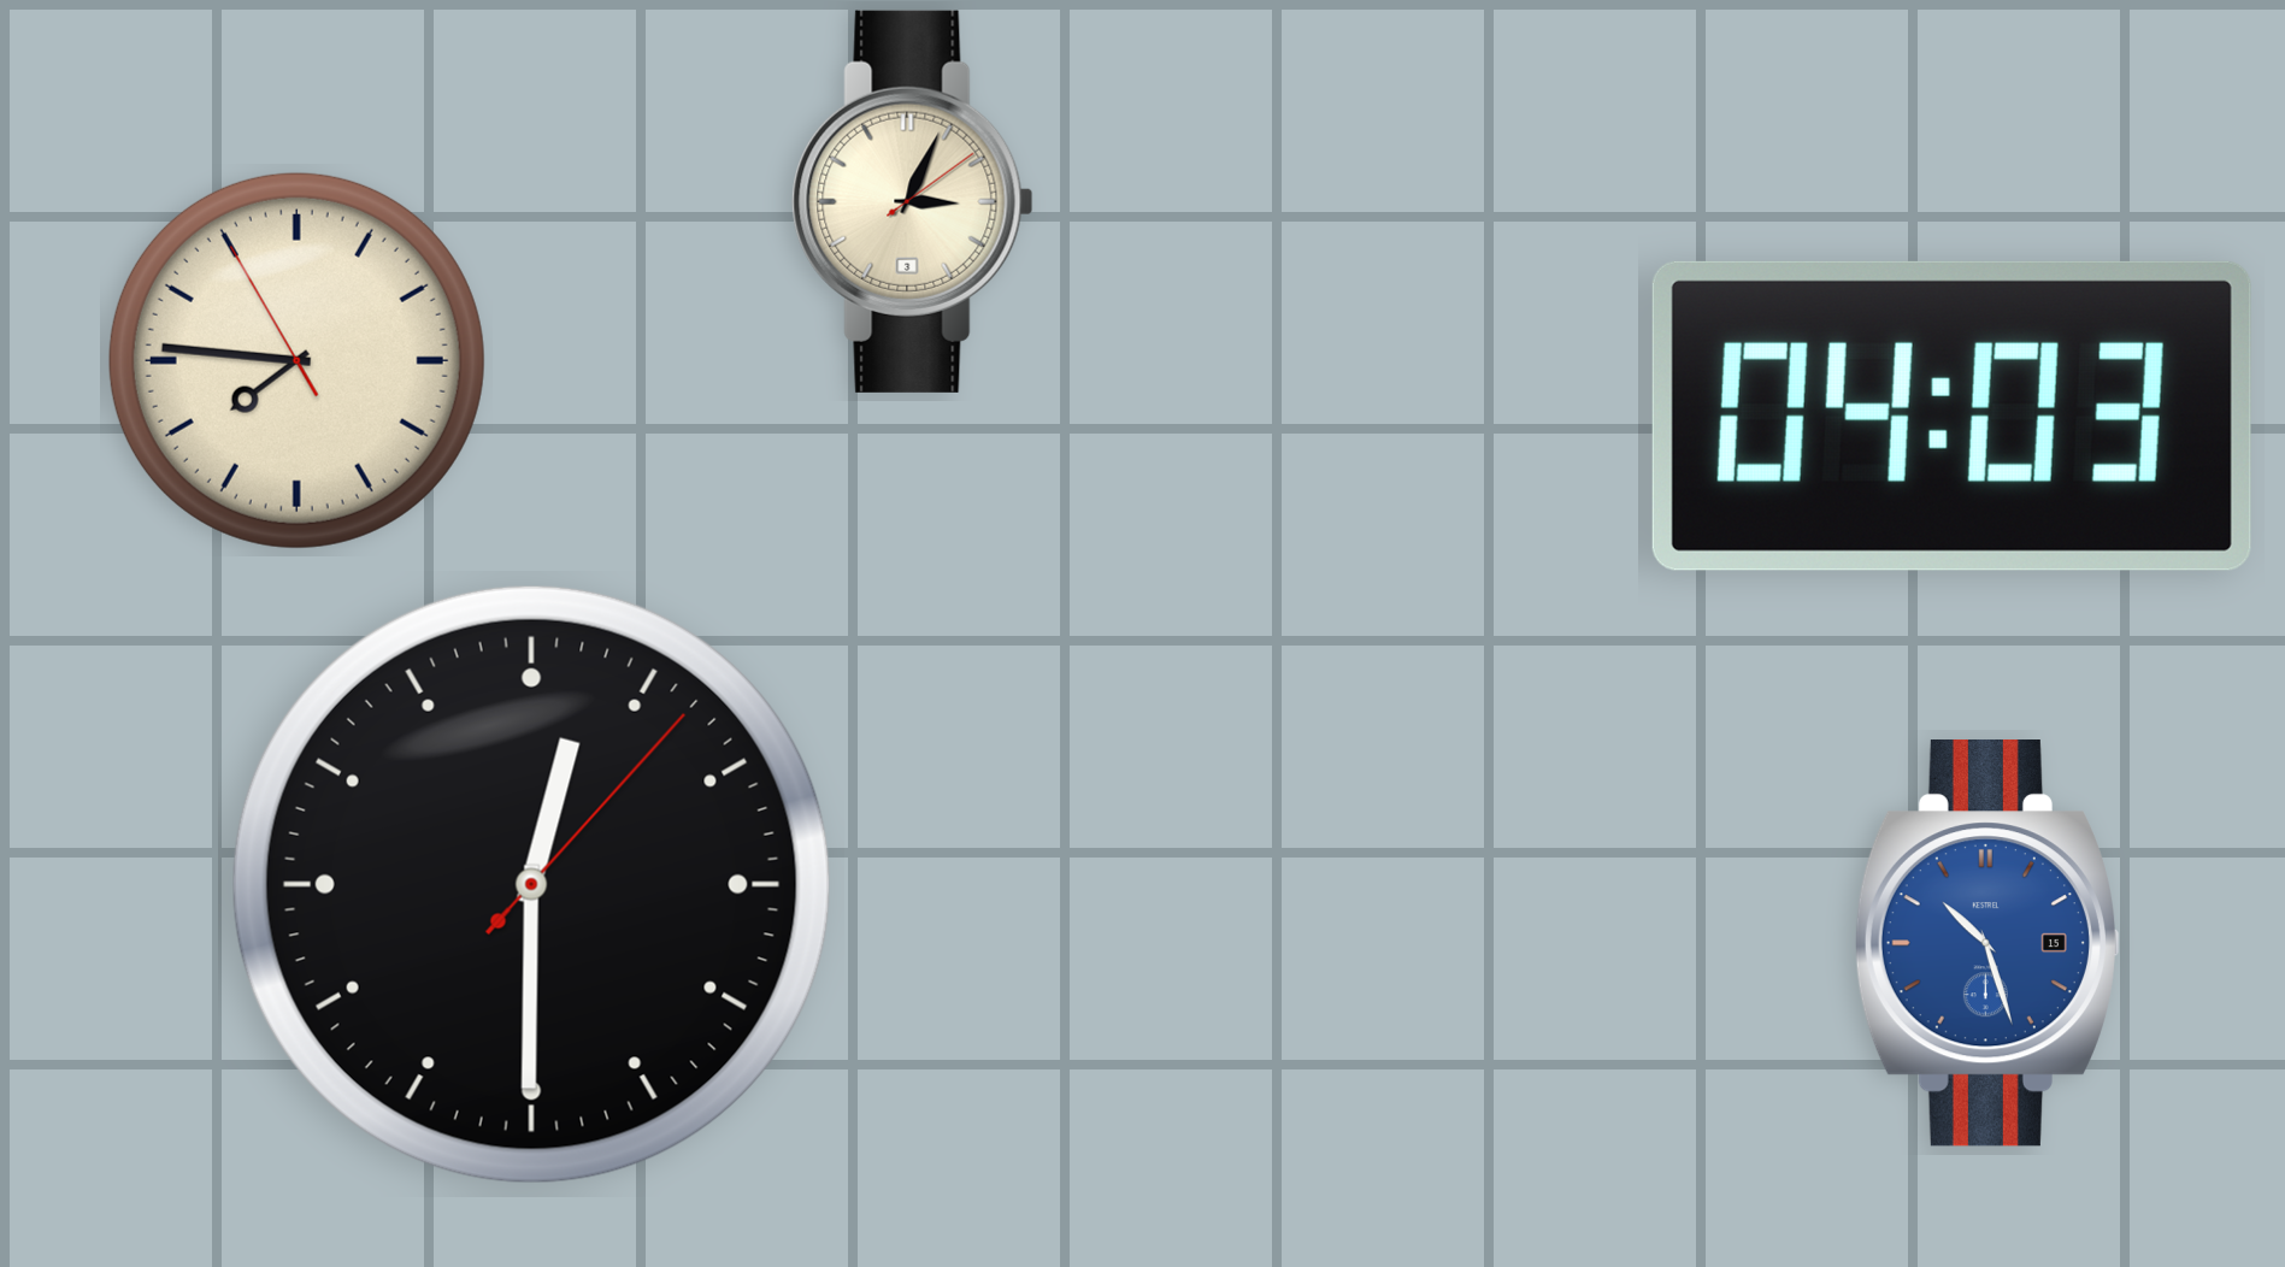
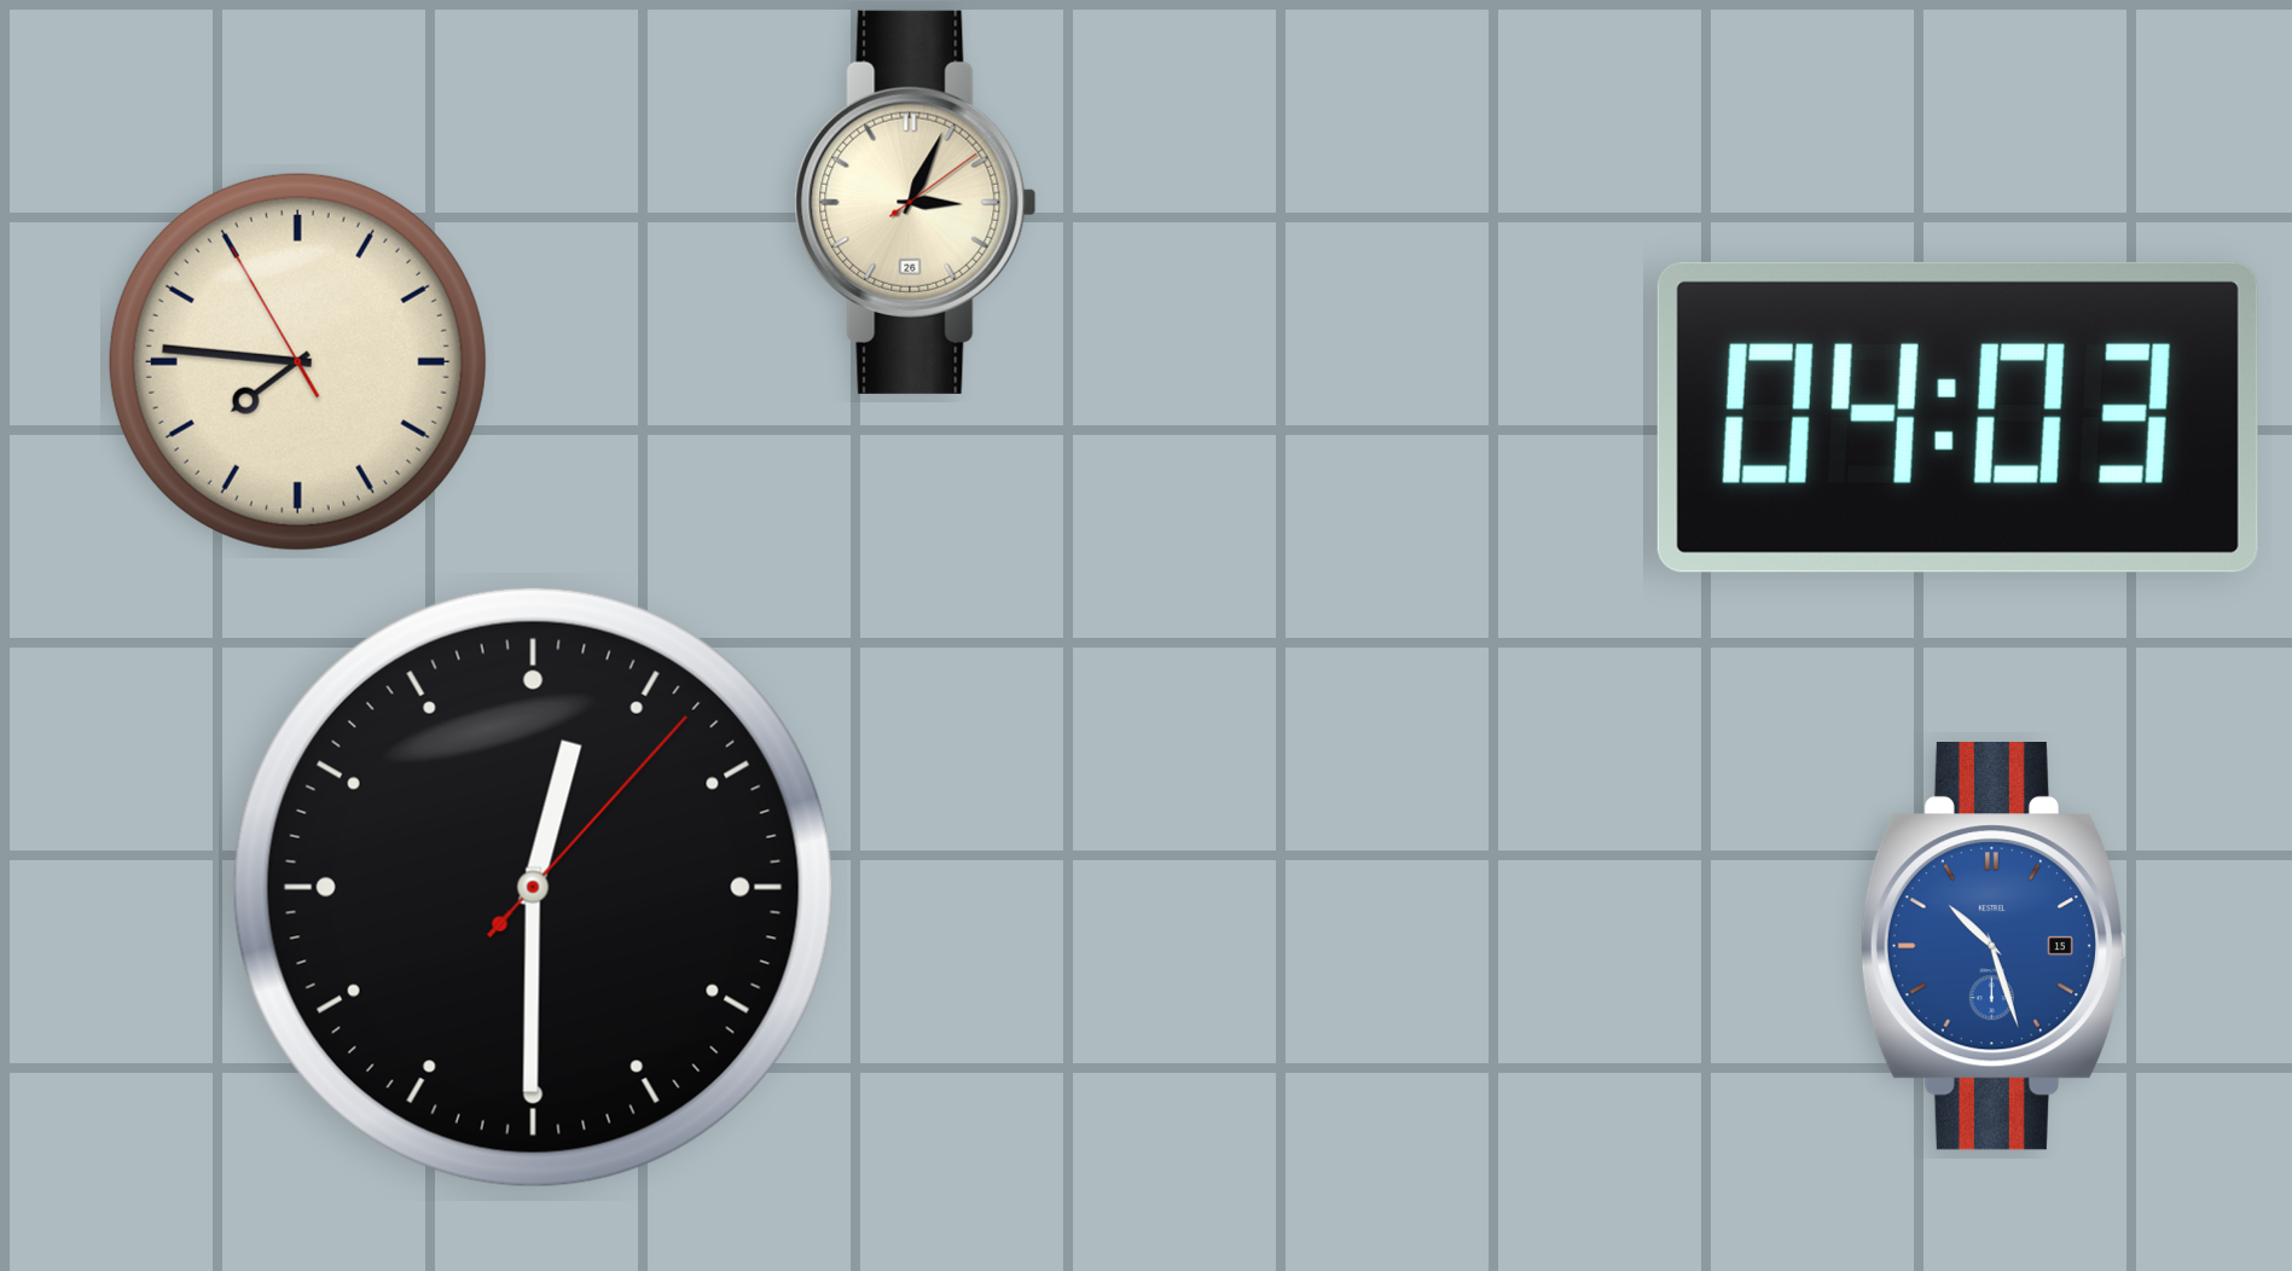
clock at (913, 201) date: 3 -> 26
